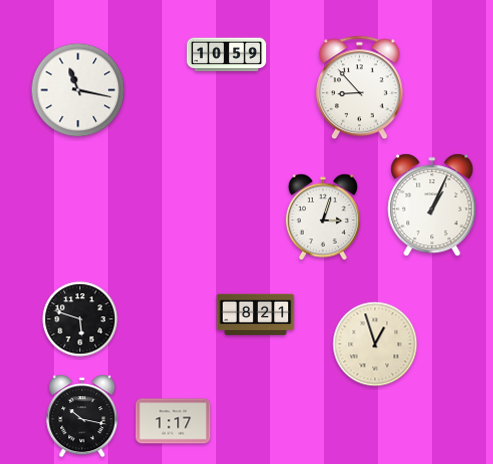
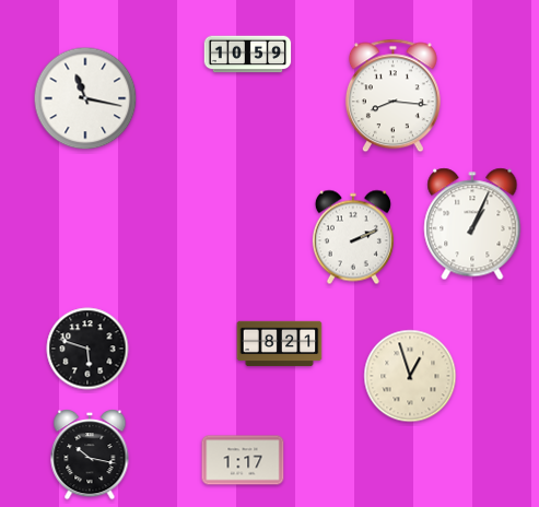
clock at (227, 55) position: (227, 55) -> (248, 55)
clock at (359, 88): 8:53 -> 8:16
clock at (323, 217): 3:03 -> 2:11
clock at (173, 421) position: (173, 421) -> (243, 460)
